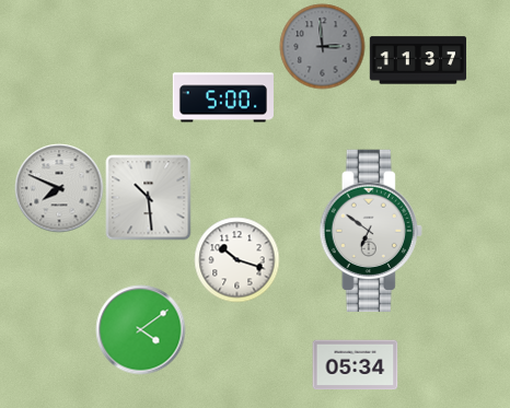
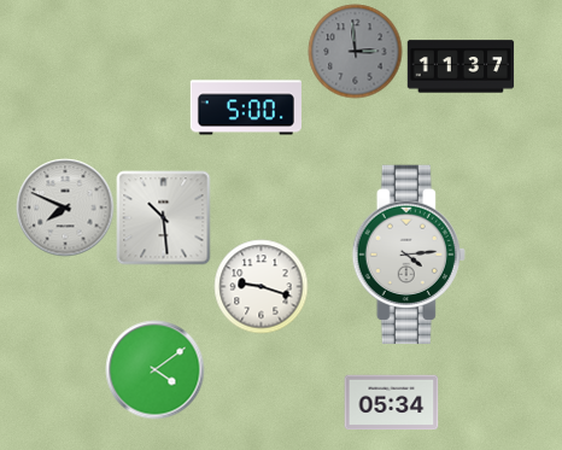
clock at (371, 231): 6:51 -> 4:14
clock at (236, 259): 10:18 -> 9:18
clock at (140, 329) position: (140, 329) -> (154, 369)
